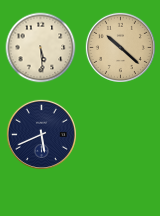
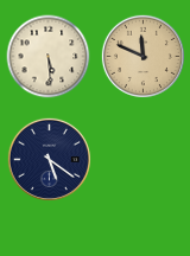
clock at (120, 47): 10:22 -> 11:49
clock at (41, 134): 5:41 -> 5:21
